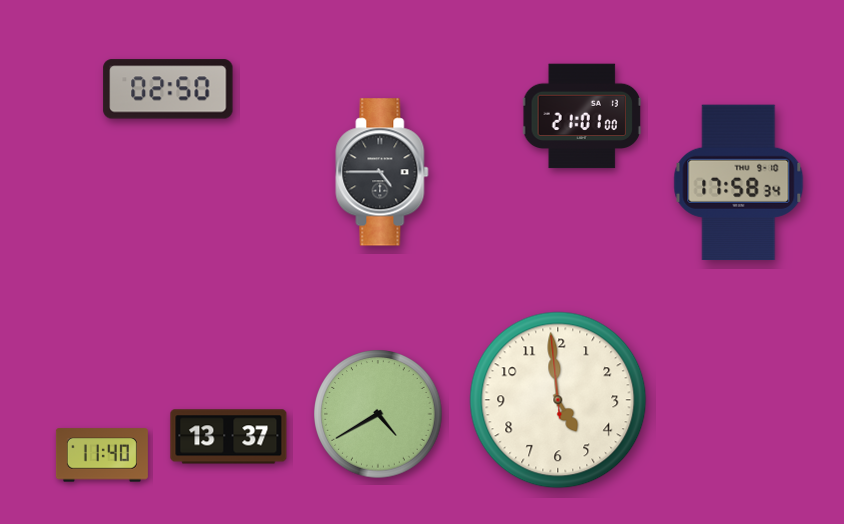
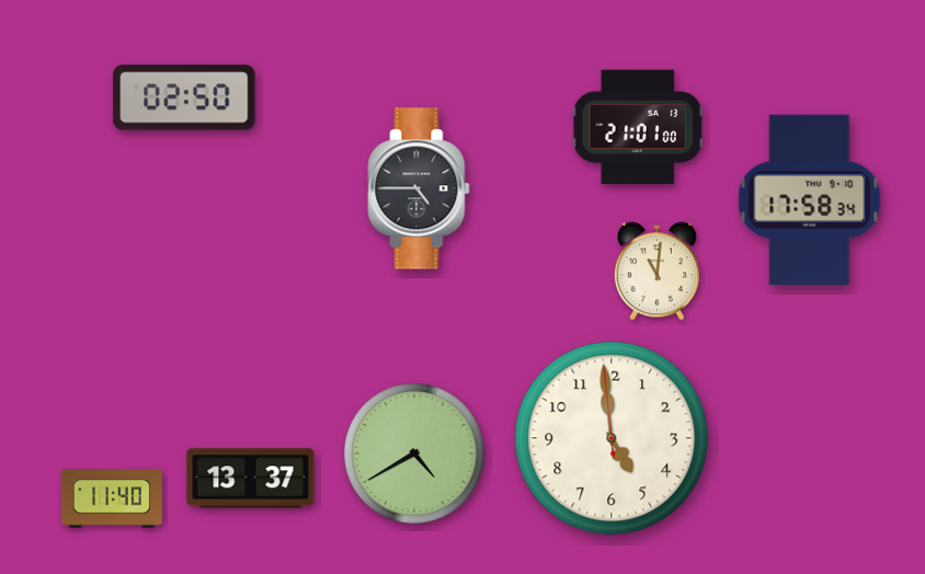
clock at (656, 272): none -> 11:01
